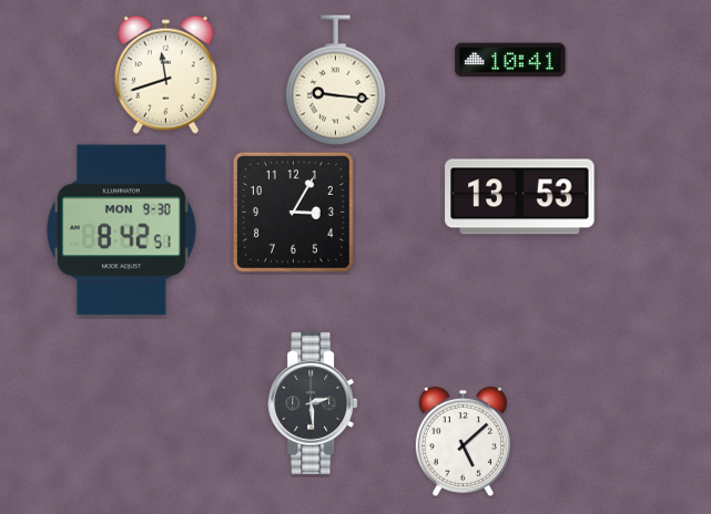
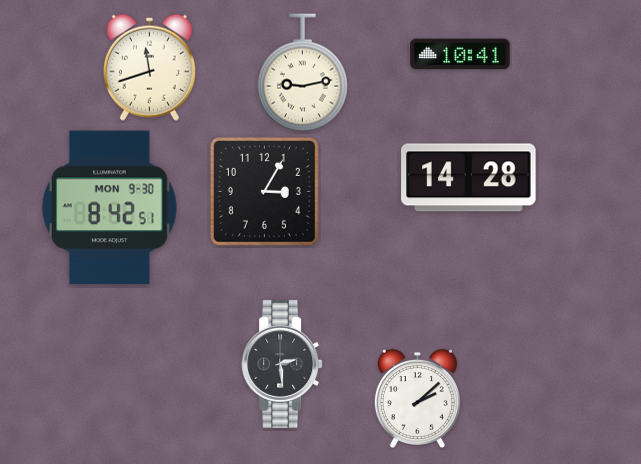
clock at (335, 81): 9:16 -> 9:13
clock at (520, 197): 13:53 -> 14:28
clock at (463, 441): 5:08 -> 2:08
